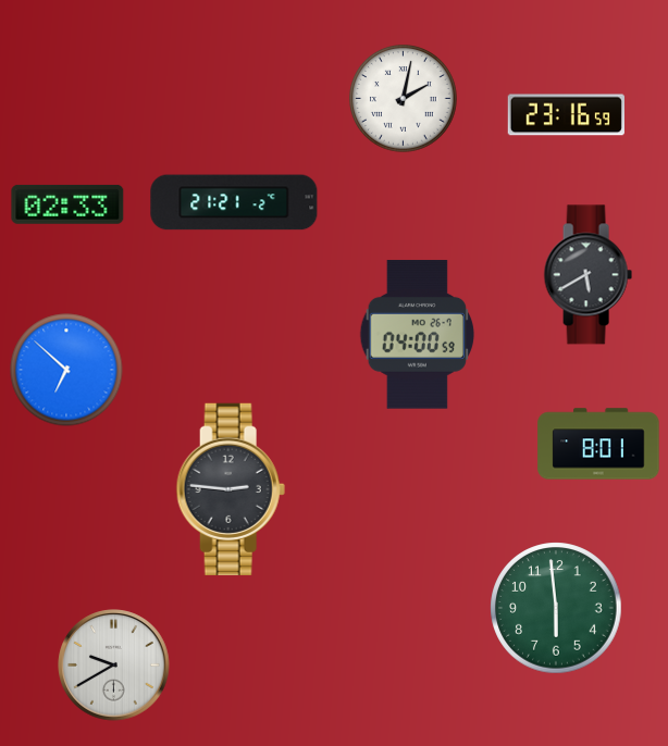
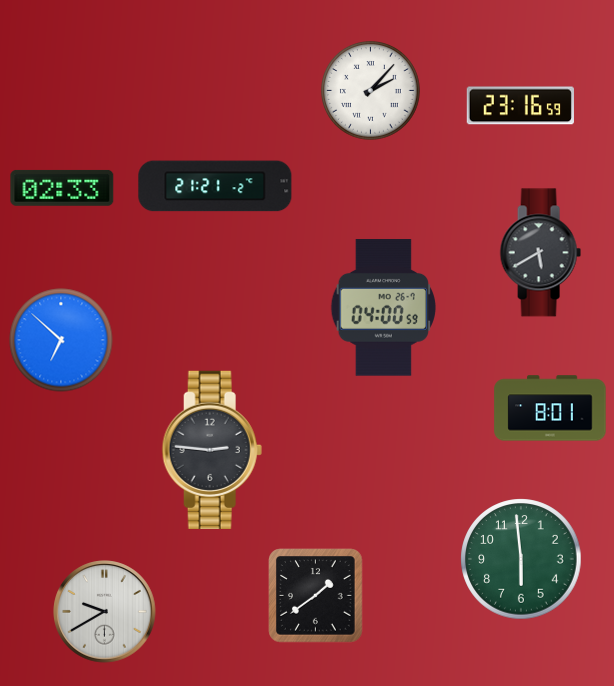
clock at (404, 99): 2:02 -> 2:07
clock at (556, 608) position: (556, 608) -> (521, 559)
clock at (316, 596): none -> 1:39
